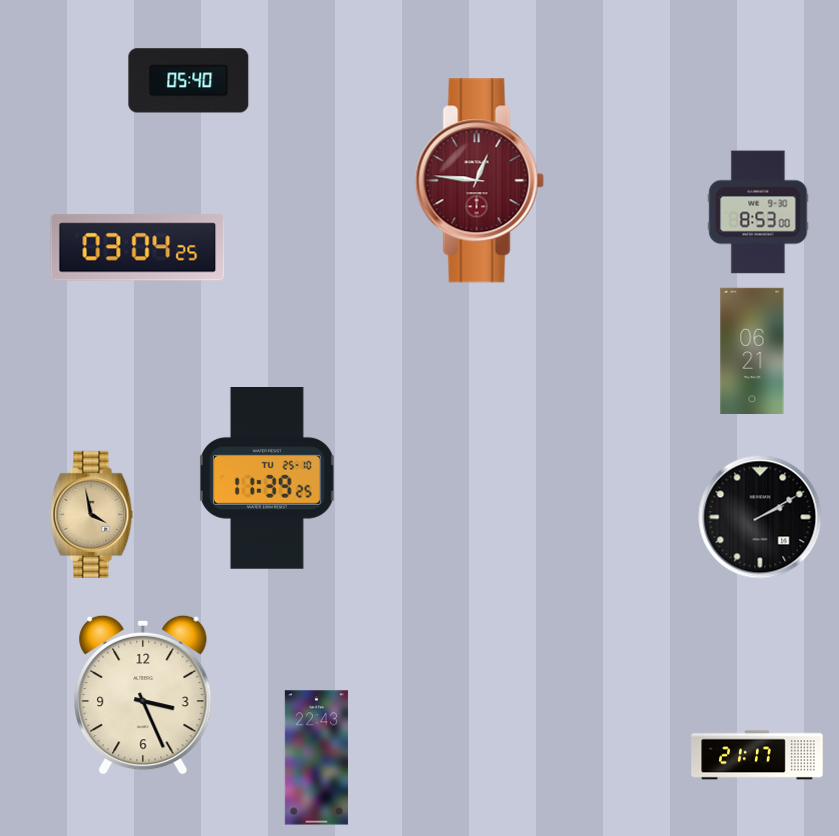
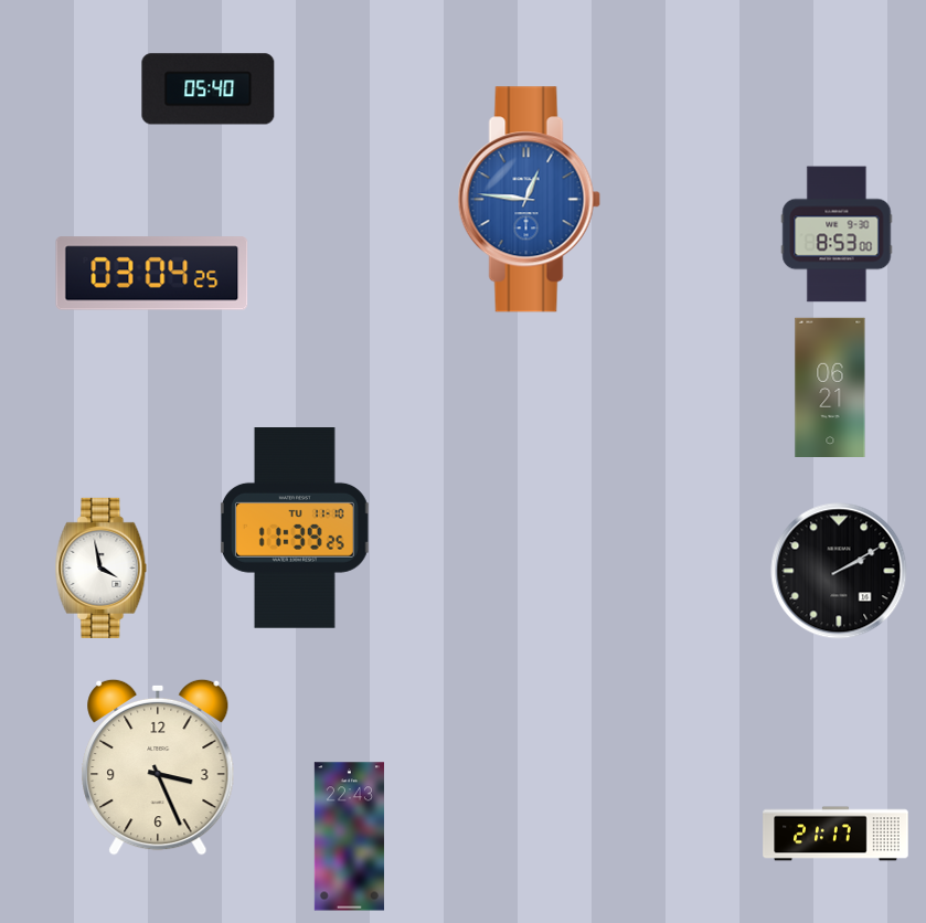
clock at (479, 181) dial: burgundy -> blue
clock at (267, 479) date: TU 25-10 -> TU 11-10
clock at (92, 514) dial: champagne -> white
